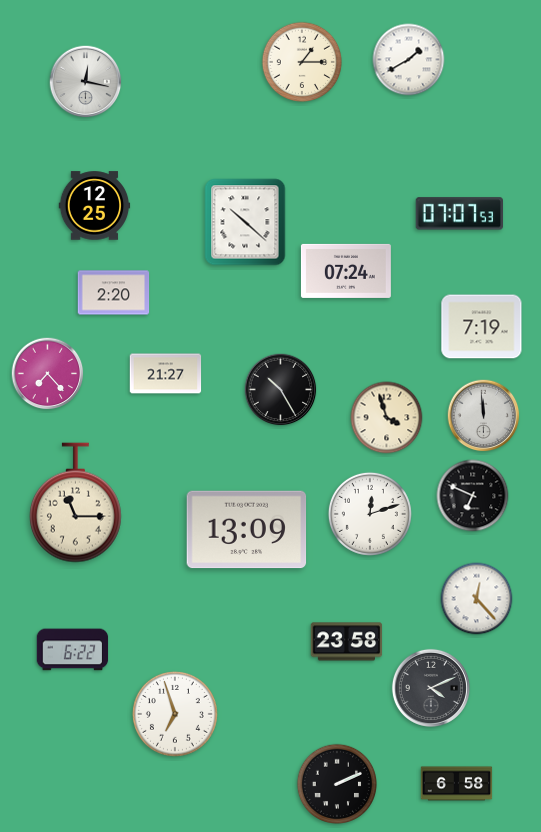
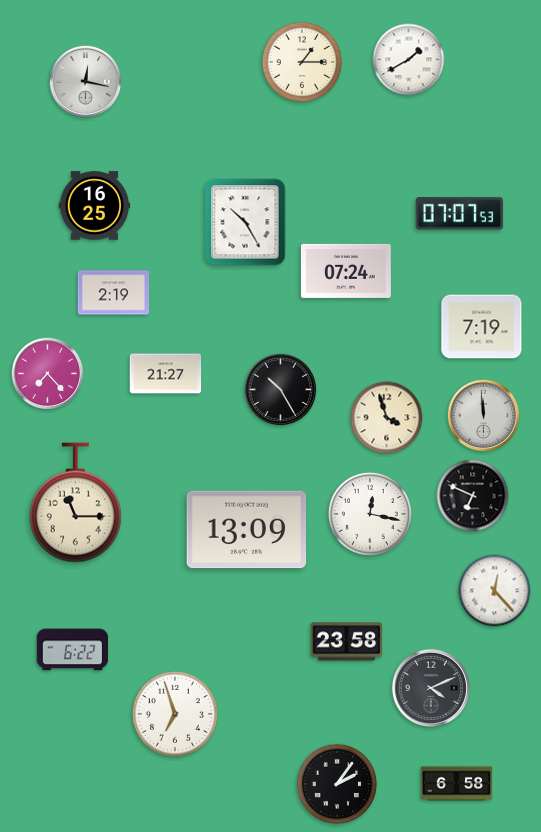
clock at (95, 206): 12:25 -> 16:25
clock at (245, 222): 10:22 -> 10:25
clock at (114, 293): 2:20 -> 2:19
clock at (370, 514): 12:12 -> 12:17
clock at (477, 599) position: (477, 599) -> (495, 591)
clock at (337, 784): 2:11 -> 2:06
